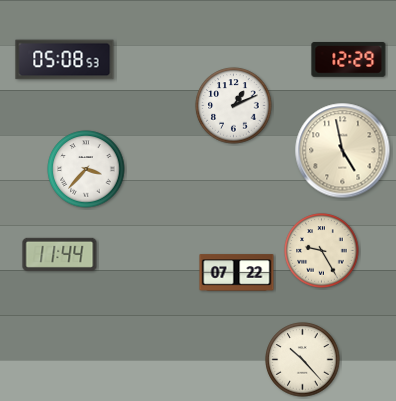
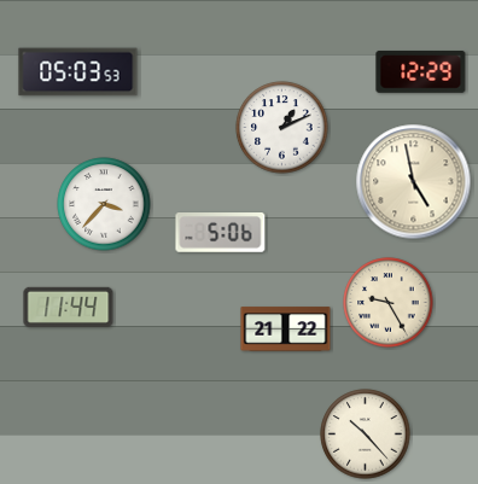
clock at (65, 60): 05:08 -> 05:03
clock at (221, 233): none -> 5:06
clock at (60, 254) position: (60, 254) -> (69, 307)
clock at (237, 273): 07:22 -> 21:22
